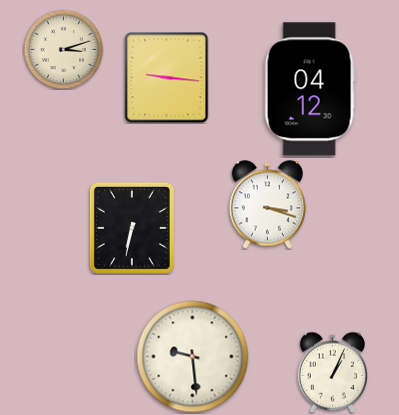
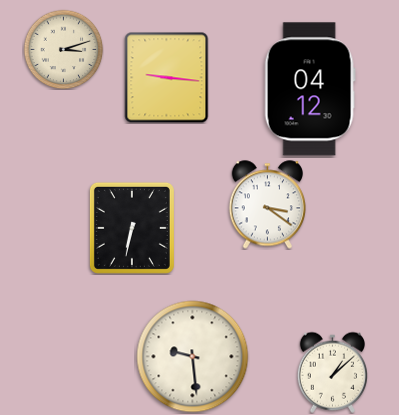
clock at (267, 205): 3:18 -> 3:21
clock at (332, 372): 1:04 -> 1:08
